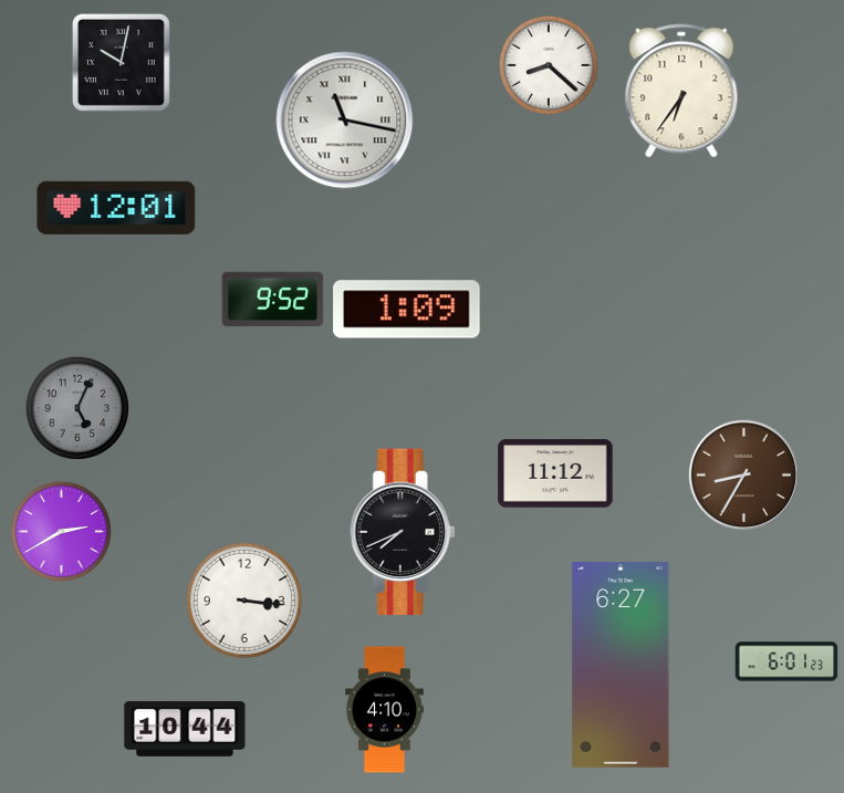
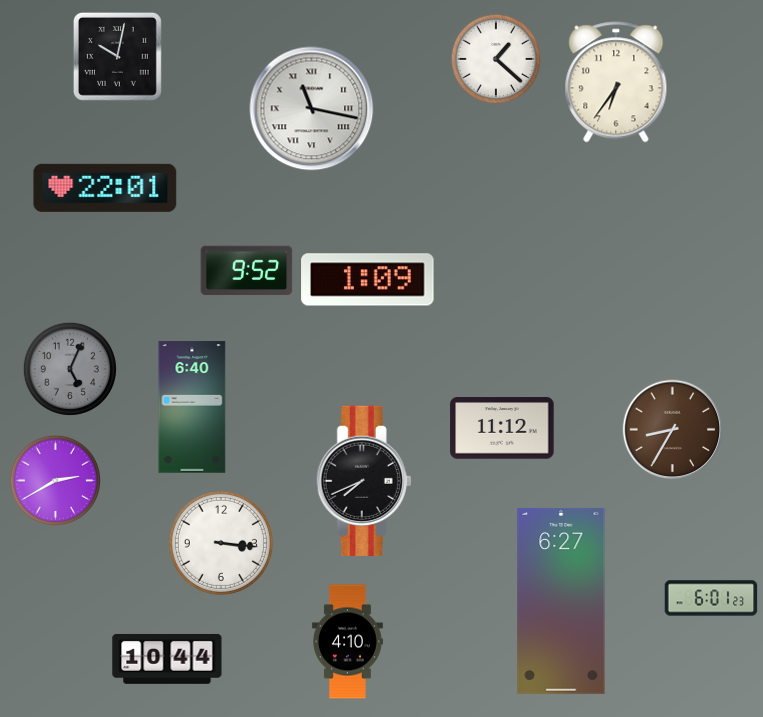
clock at (121, 62) position: (121, 62) -> (117, 56)
clock at (548, 64): 8:22 -> 1:22
clock at (116, 208): 12:01 -> 22:01
clock at (192, 407): none -> 6:40
